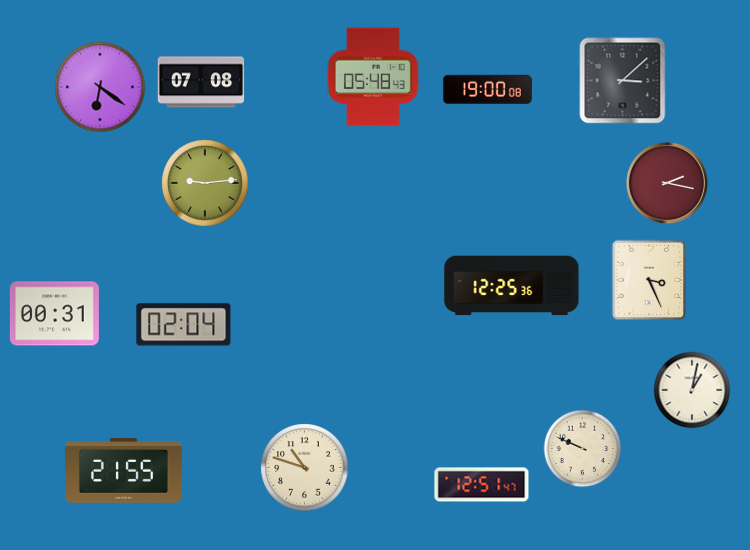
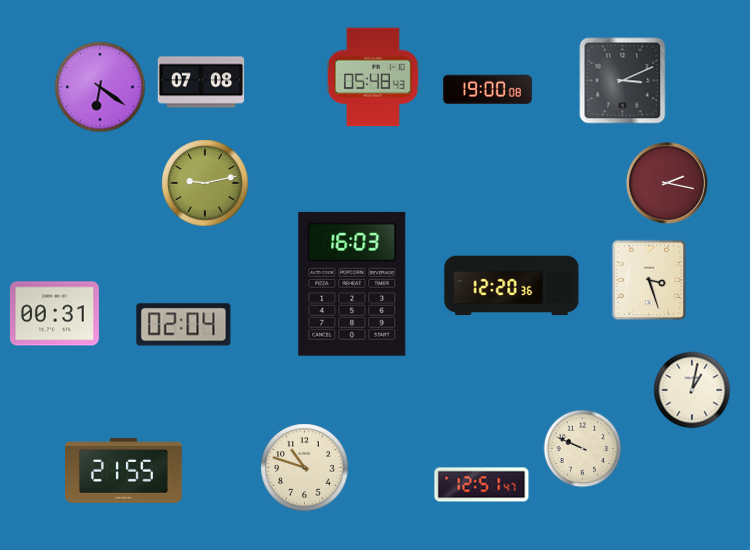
clock at (623, 81): 3:08 -> 3:11
clock at (205, 183): 9:14 -> 9:13
clock at (649, 280): 3:26 -> 3:27
clock at (352, 284): none -> 16:03
clock at (512, 286): 12:25 -> 12:20
